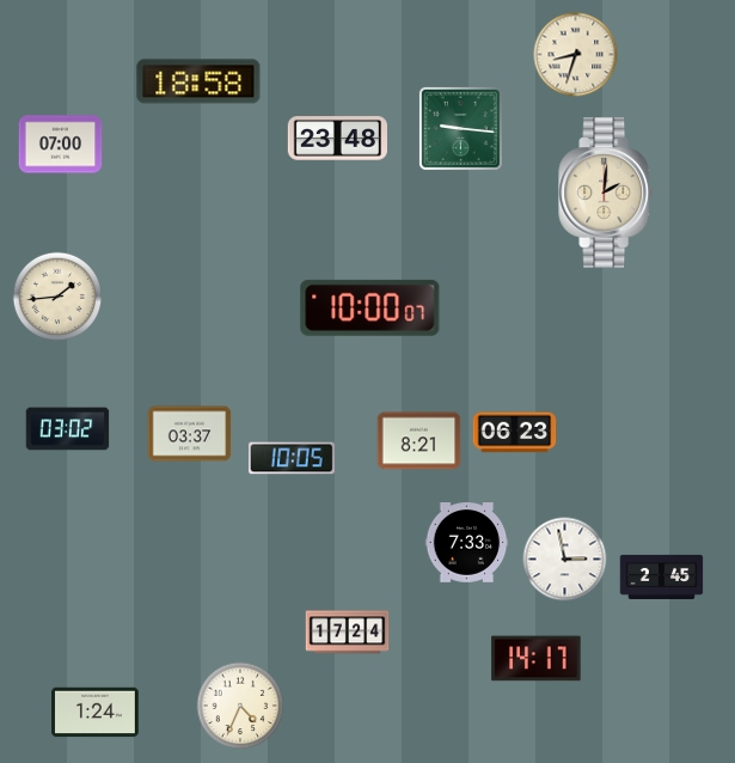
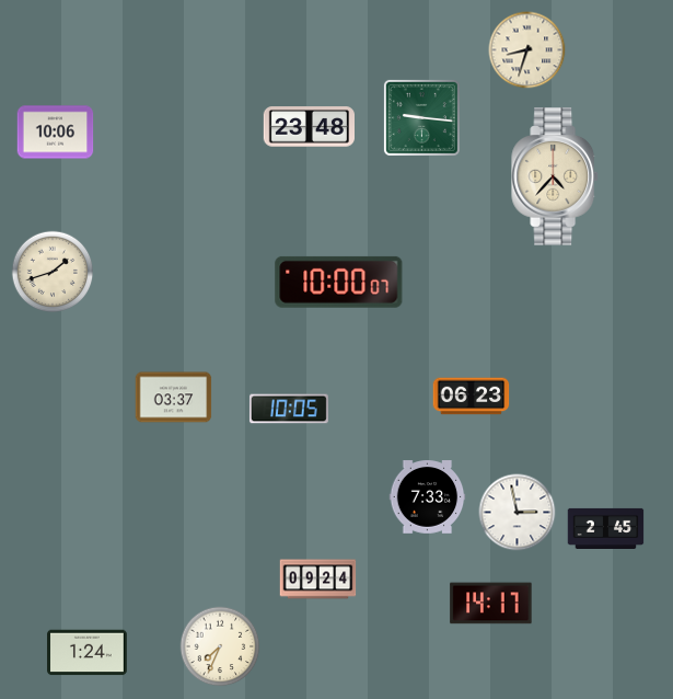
clock at (198, 81): 18:58 -> none
clock at (61, 145): 07:00 -> 10:06
clock at (607, 193): 2:01 -> 4:37
clock at (57, 297): 1:44 -> 1:42
clock at (68, 429): 03:02 -> none
clock at (419, 441): 8:21 -> none
clock at (292, 458) position: (292, 458) -> (289, 409)
clock at (348, 633): 17:24 -> 09:24
clock at (240, 706): 4:34 -> 7:34
